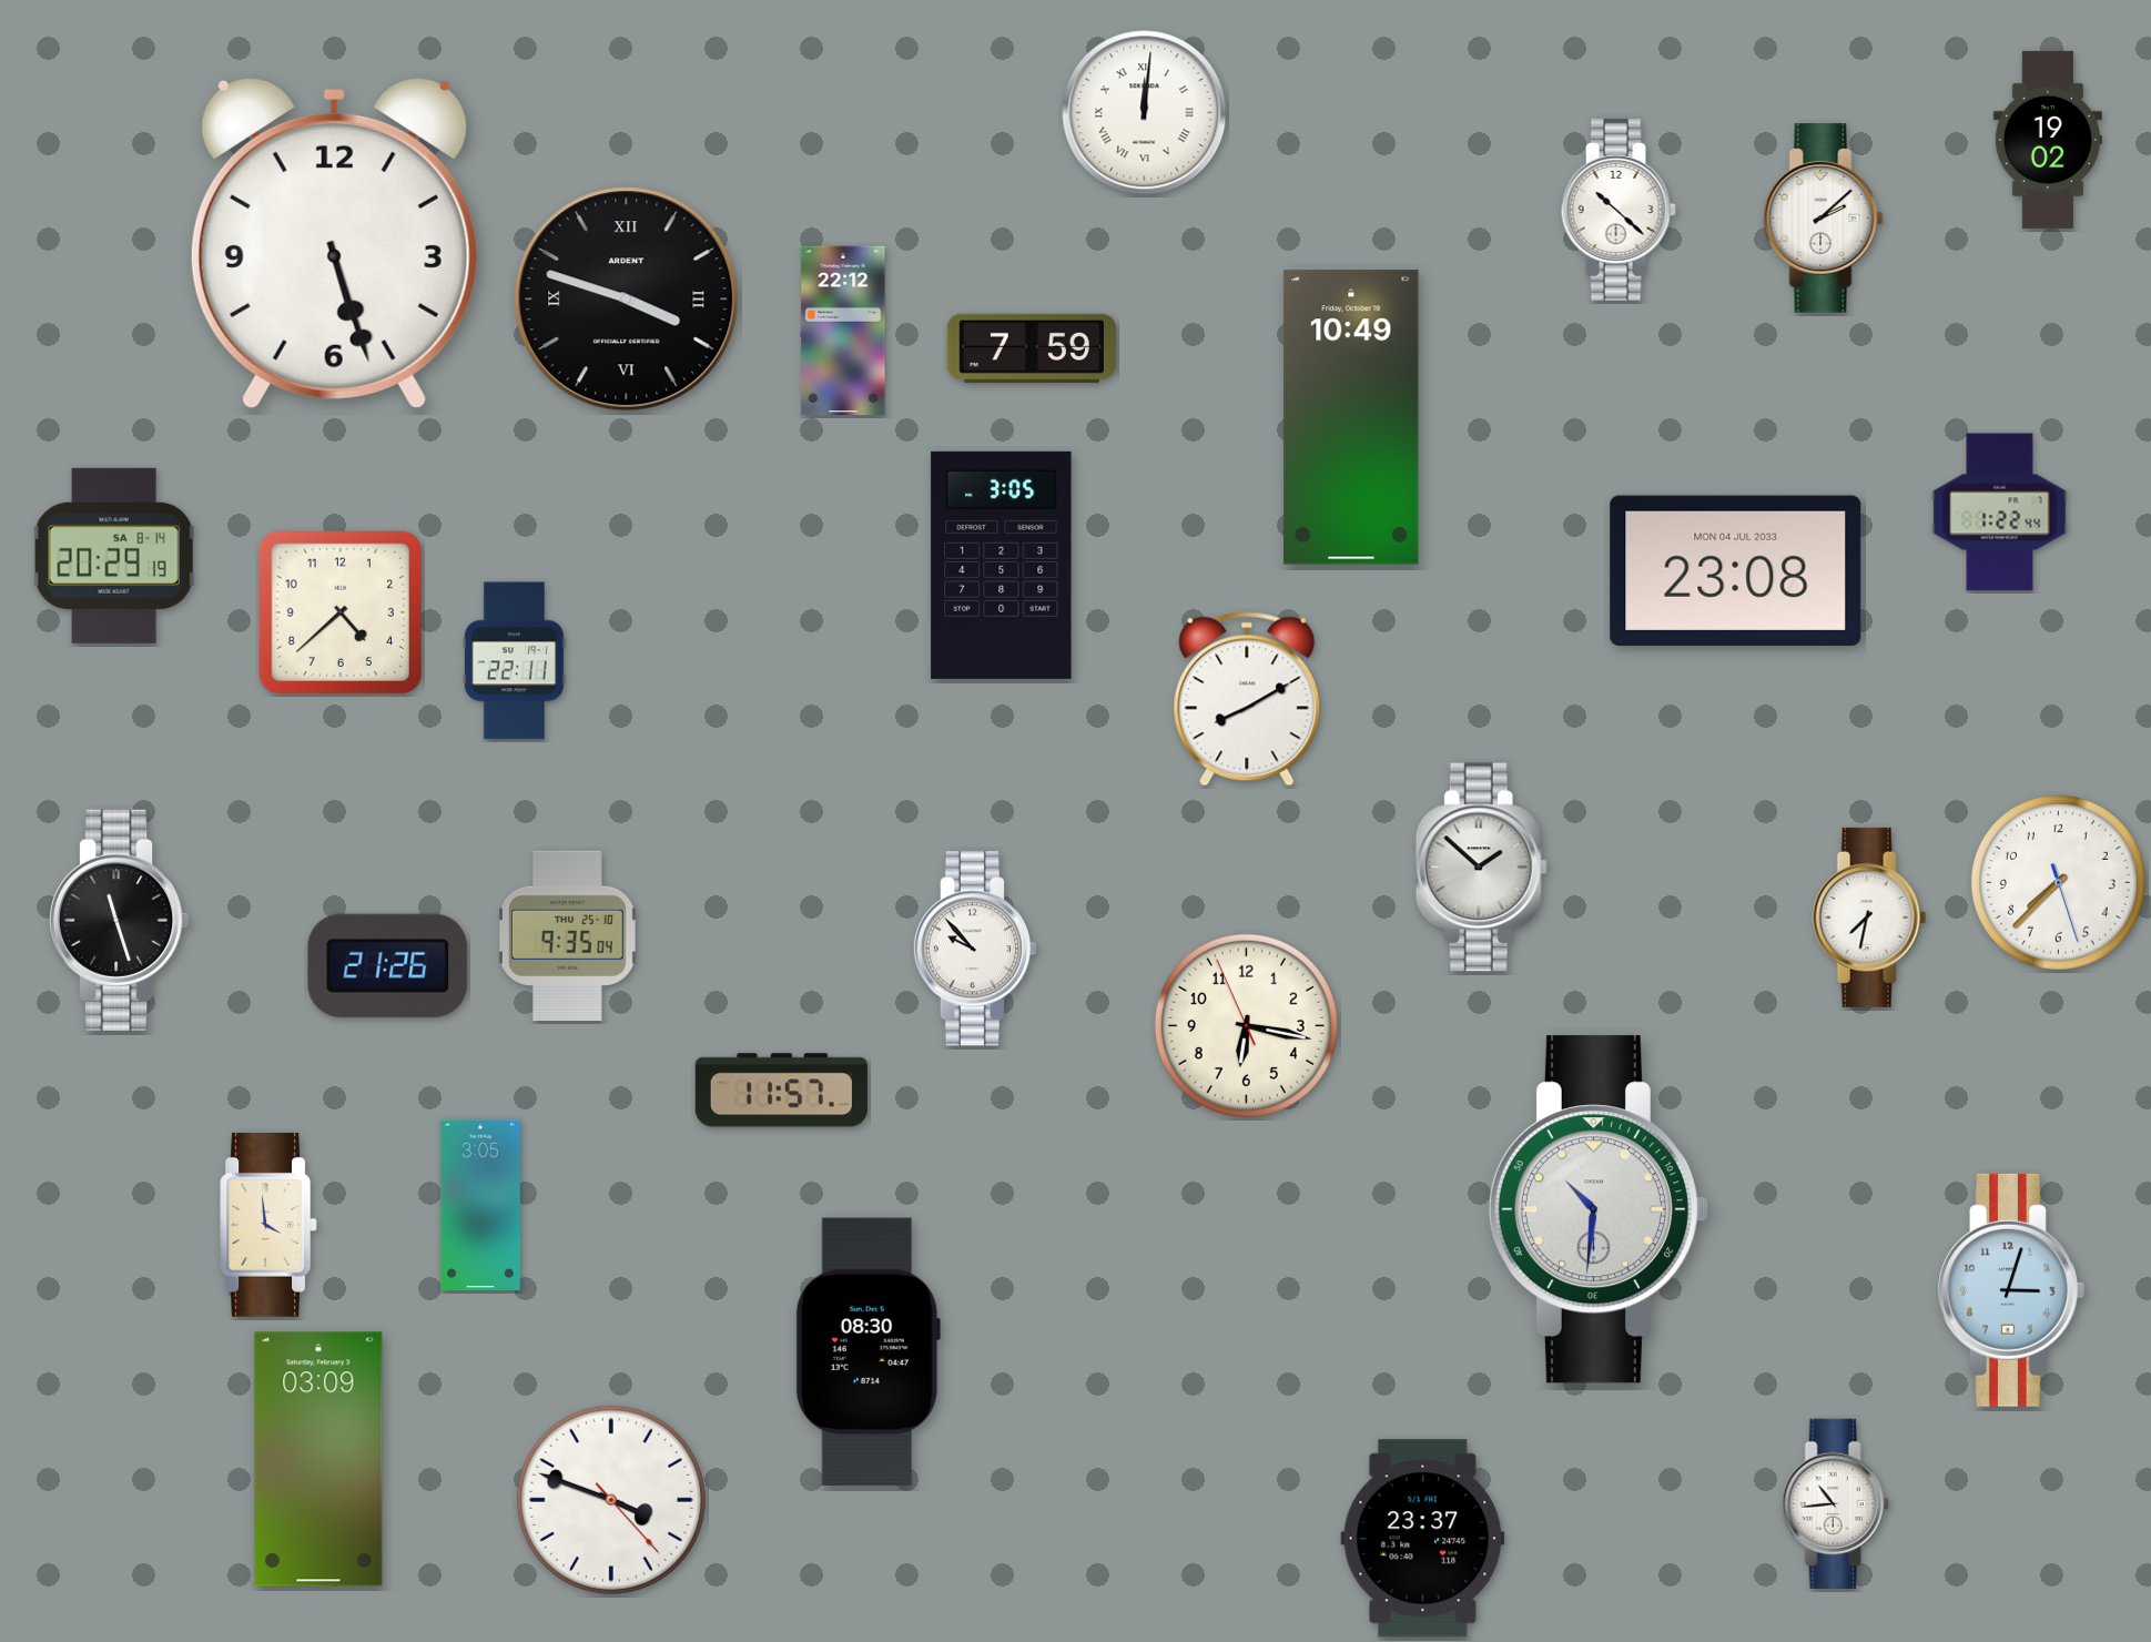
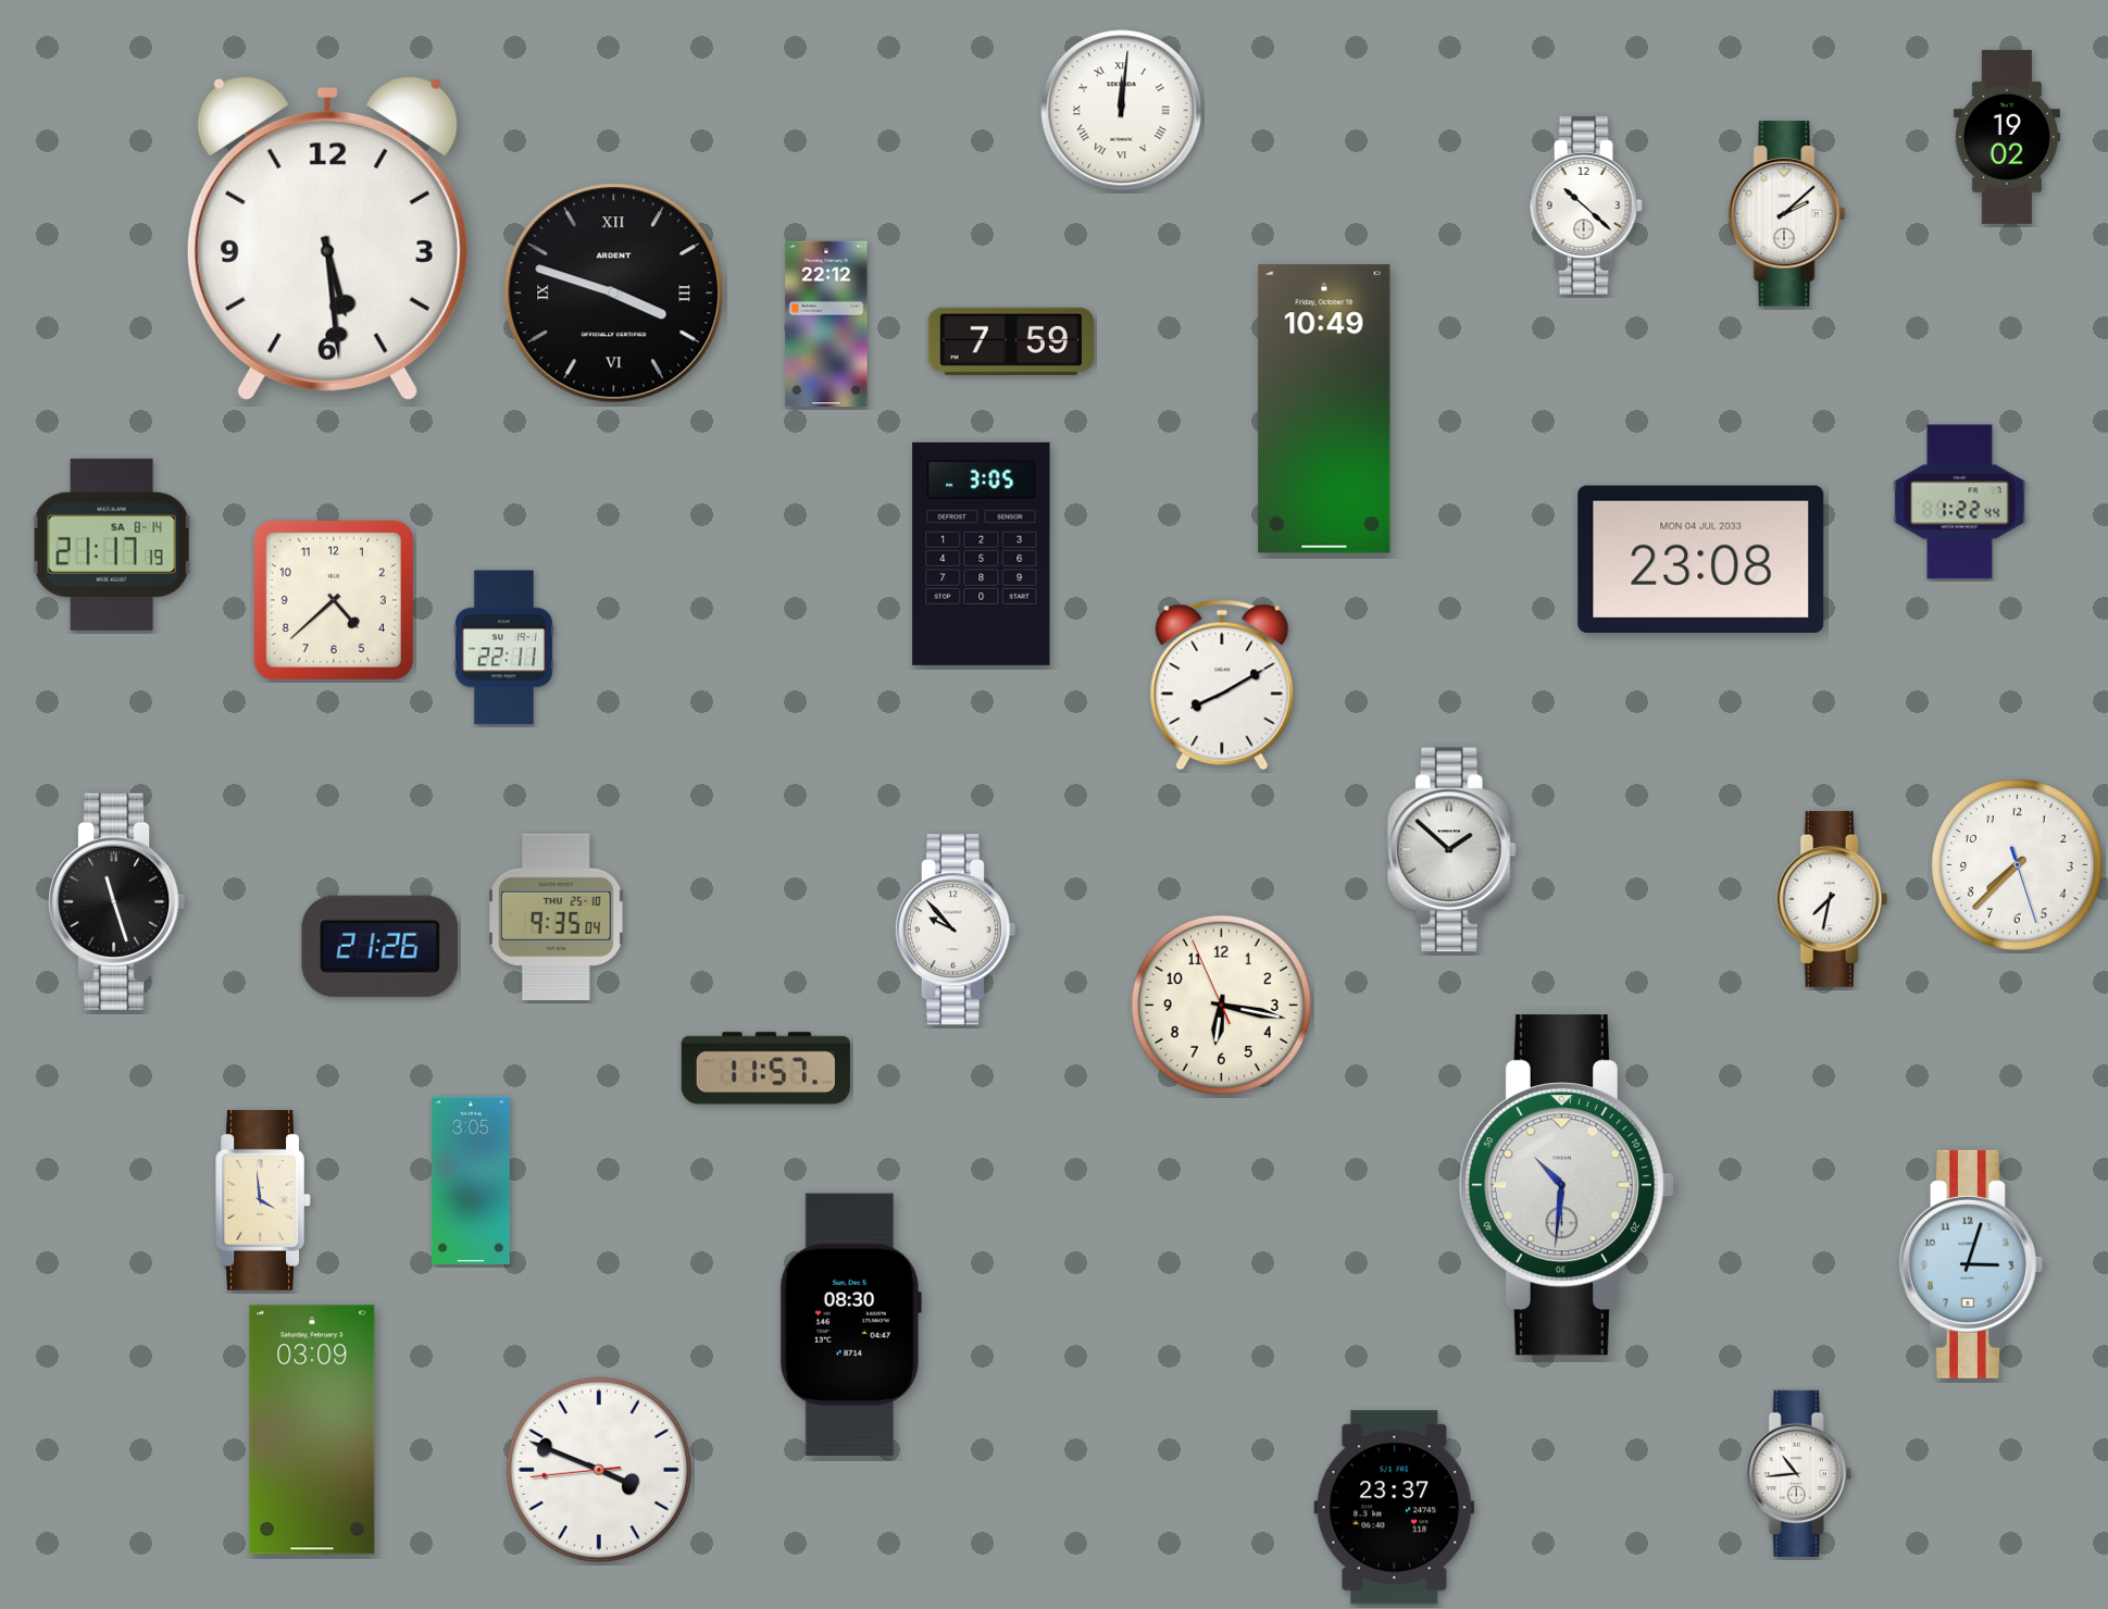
clock at (334, 243): 5:27 -> 5:29
clock at (114, 556): 20:29 -> 21:17
clock at (611, 1500): 3:48:23 -> 3:48:44
